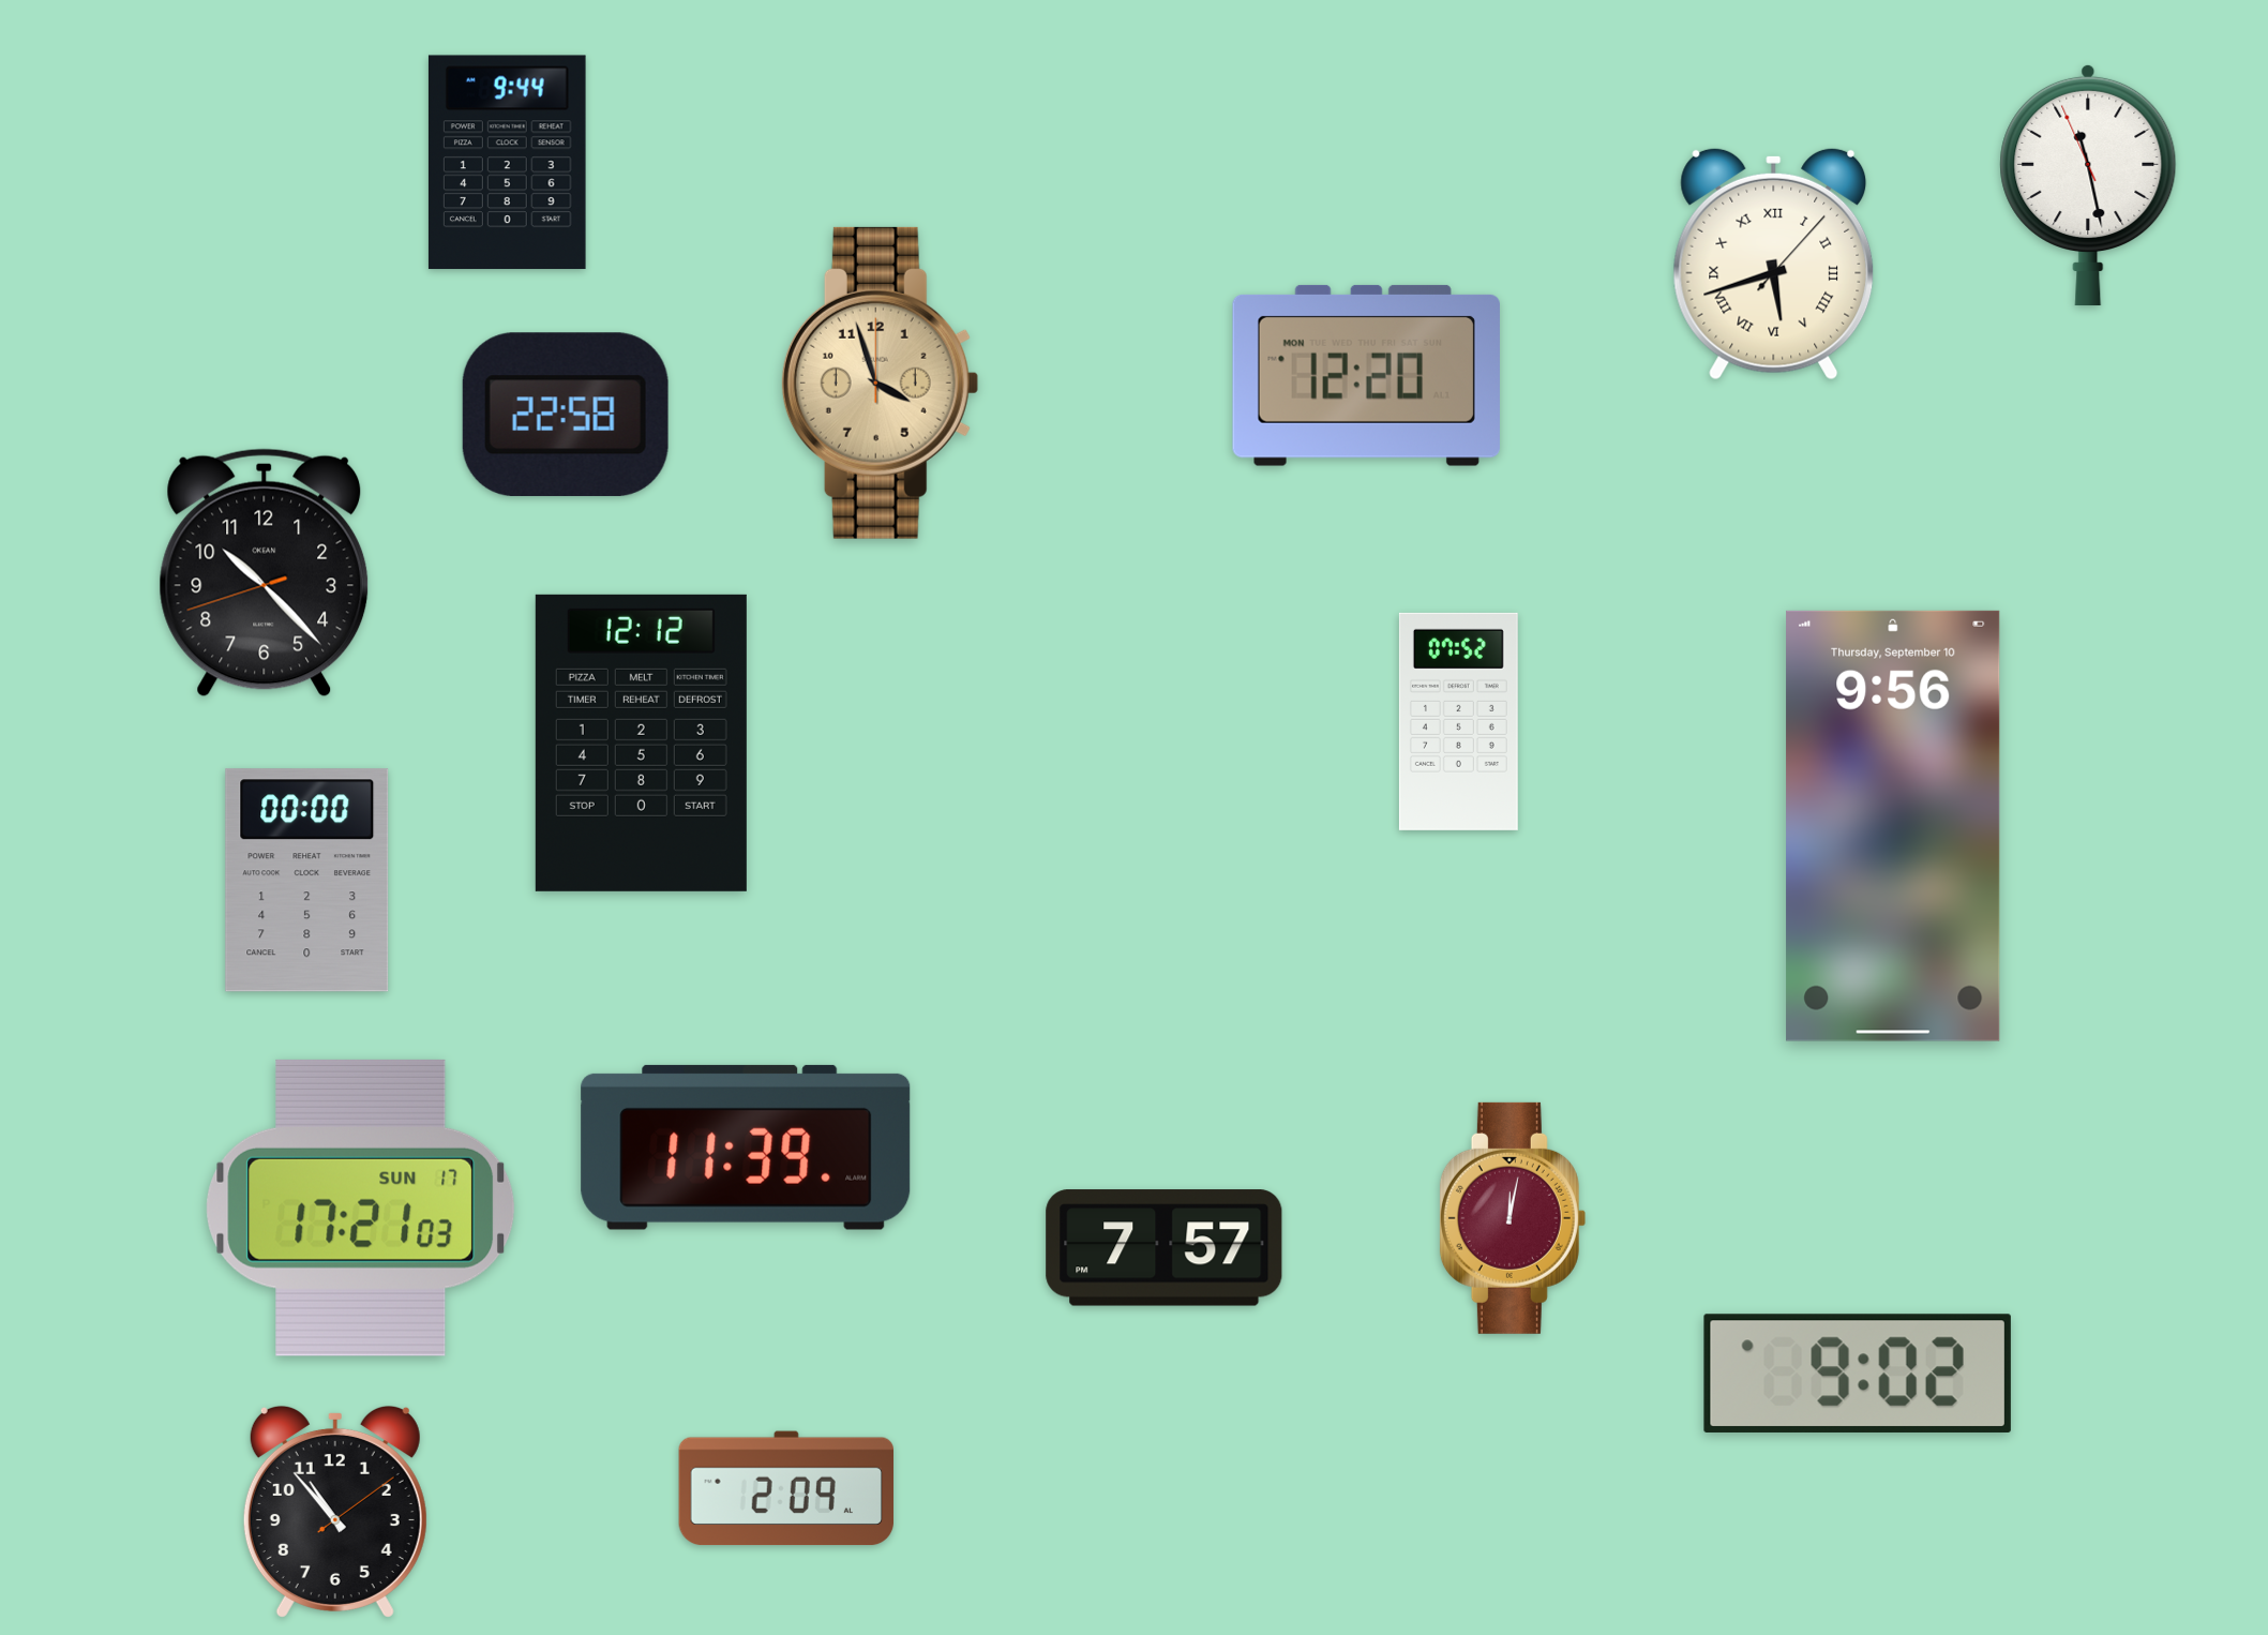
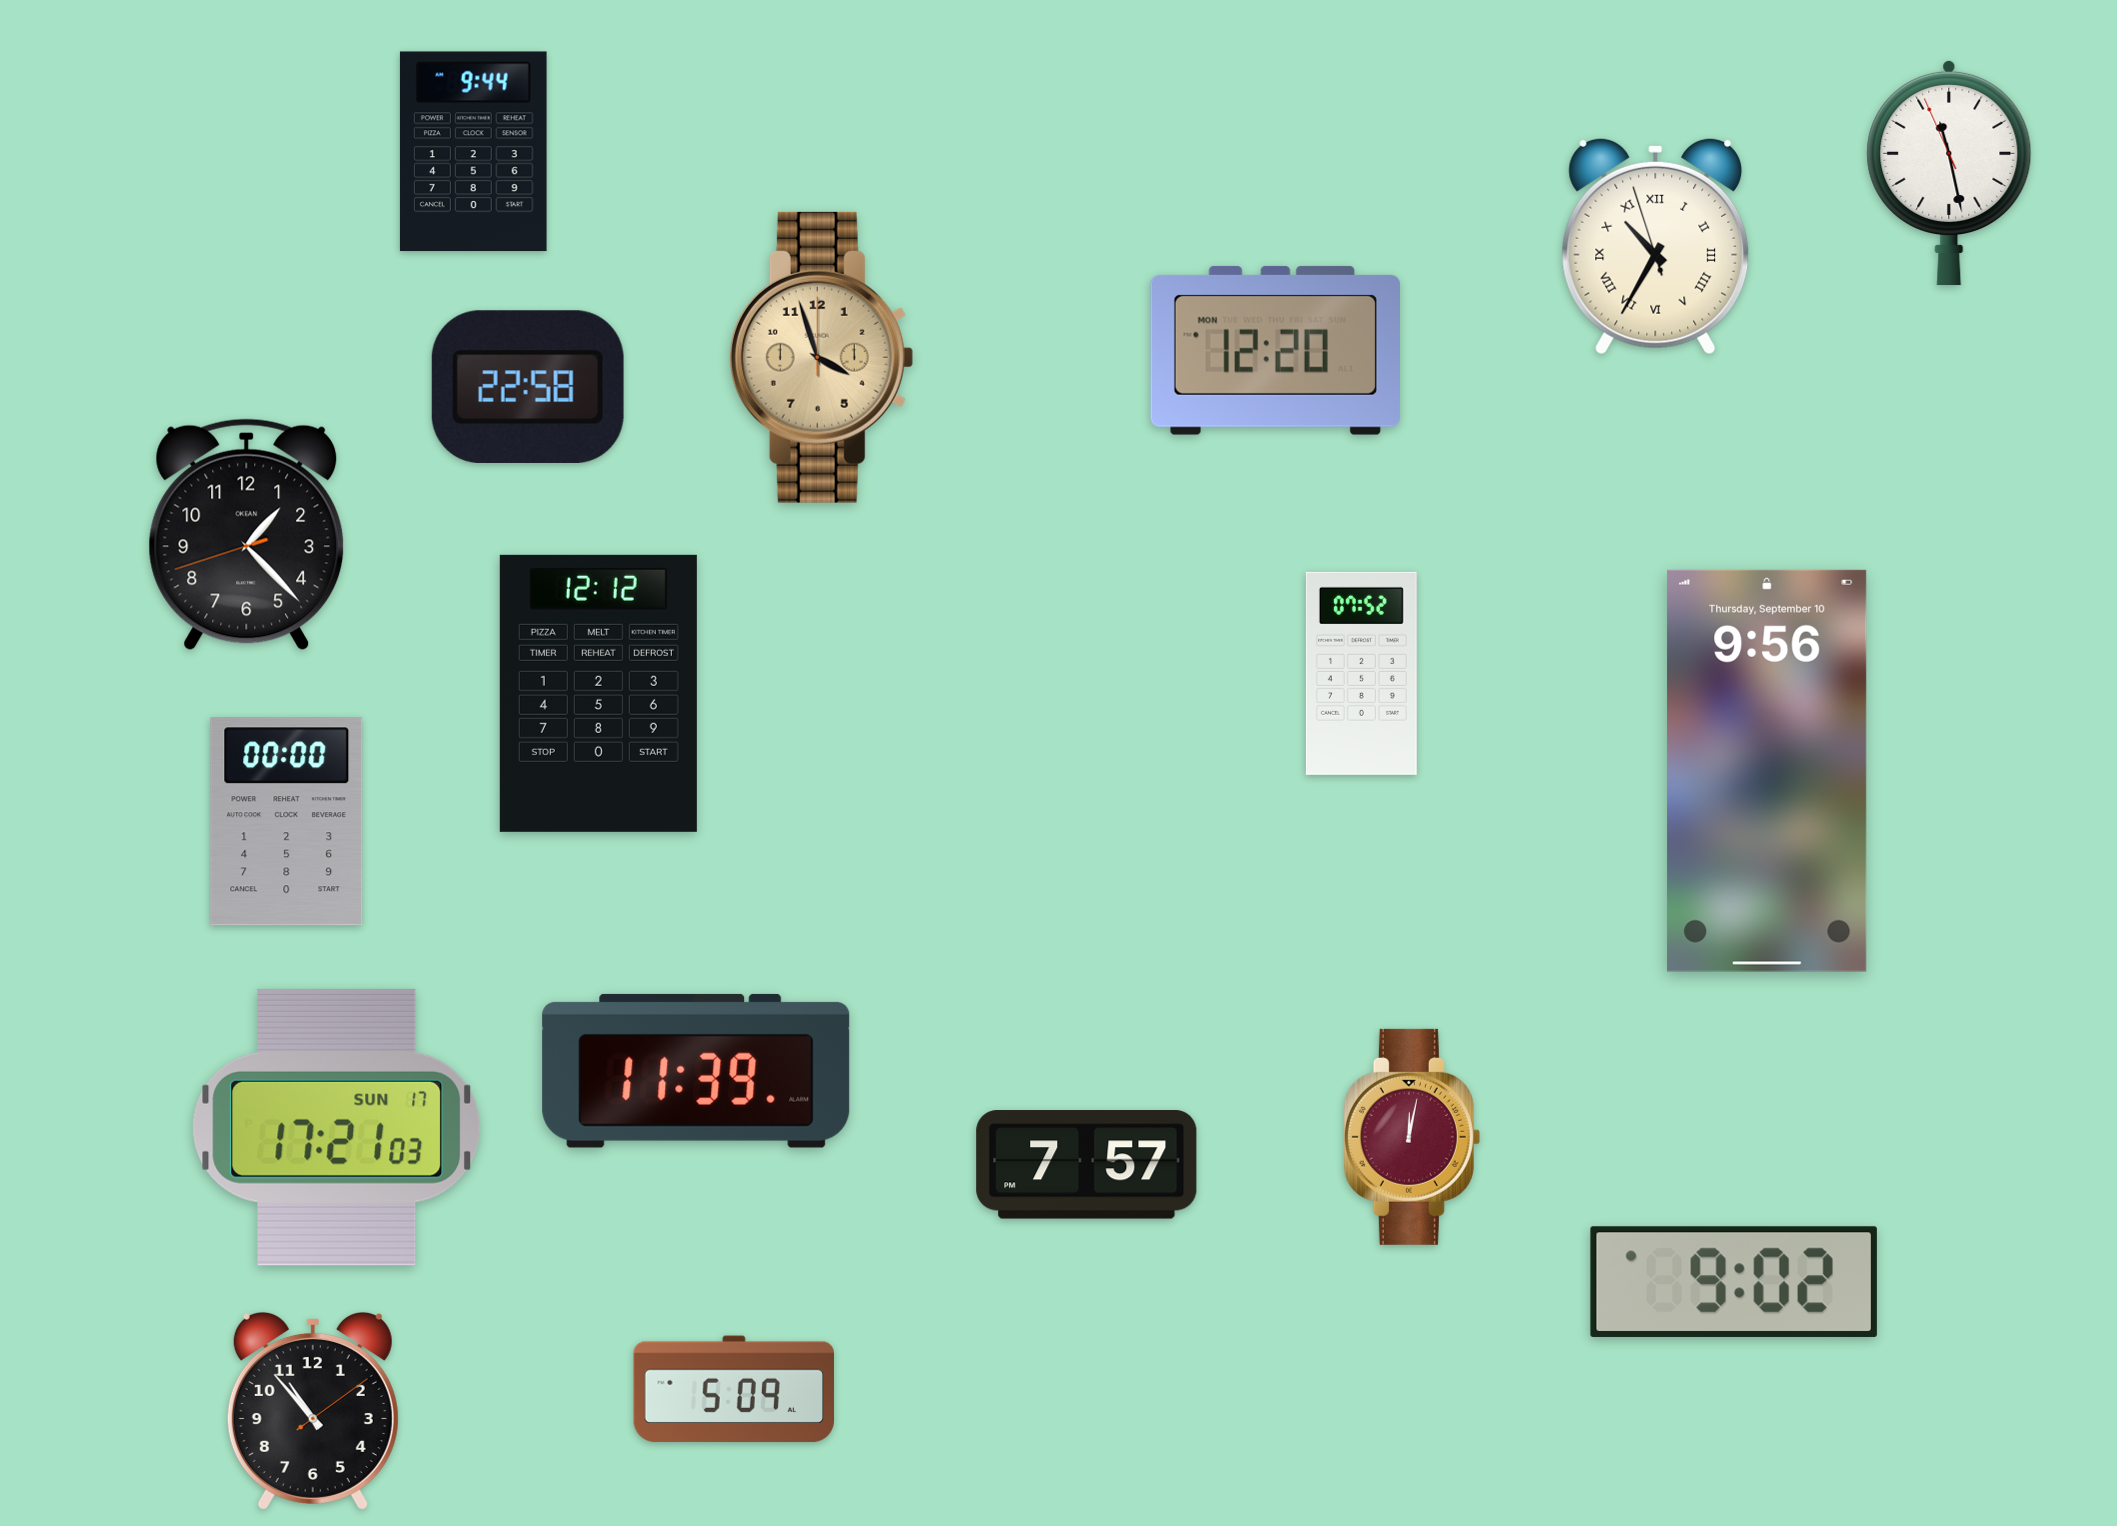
clock at (1774, 264): 5:42 -> 10:34
clock at (265, 573): 10:22 -> 1:22
clock at (785, 1488): 2:09 -> 5:09
